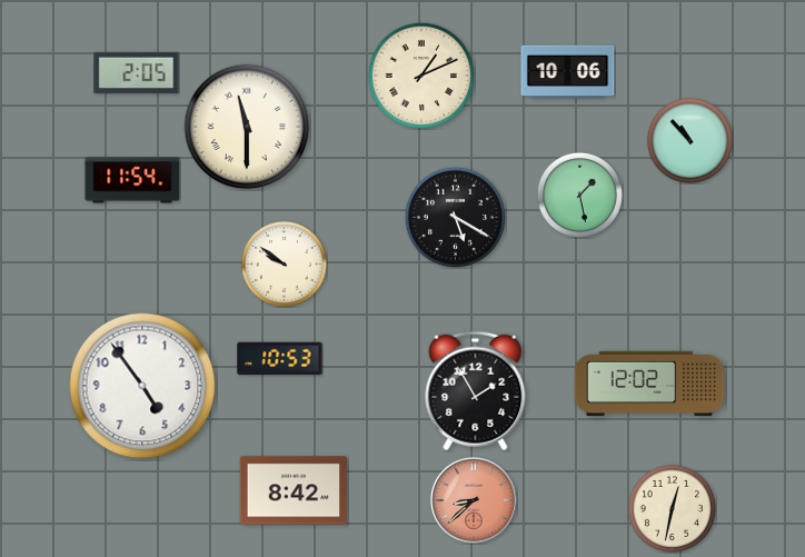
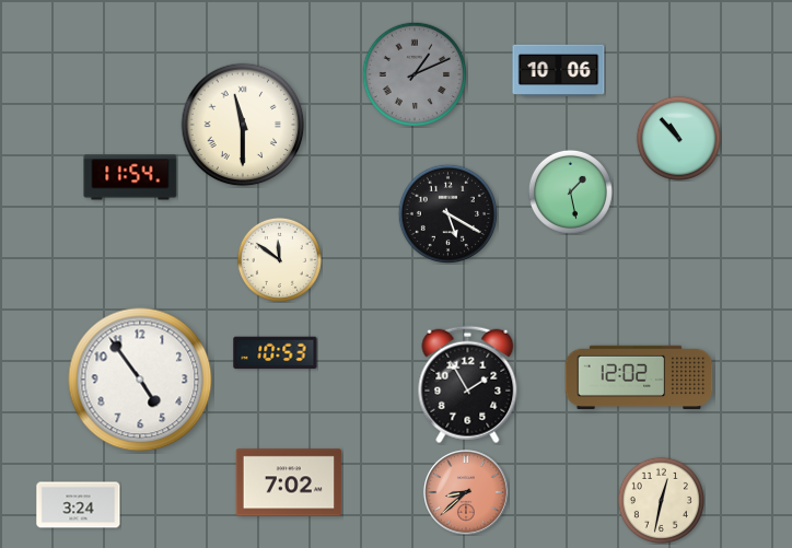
clock at (137, 72): 2:05 -> none
clock at (421, 76) dial: cream -> grey
clock at (284, 263): 9:51 -> 11:51
clock at (294, 490): 8:42 -> 7:02
clock at (79, 505): none -> 3:24
